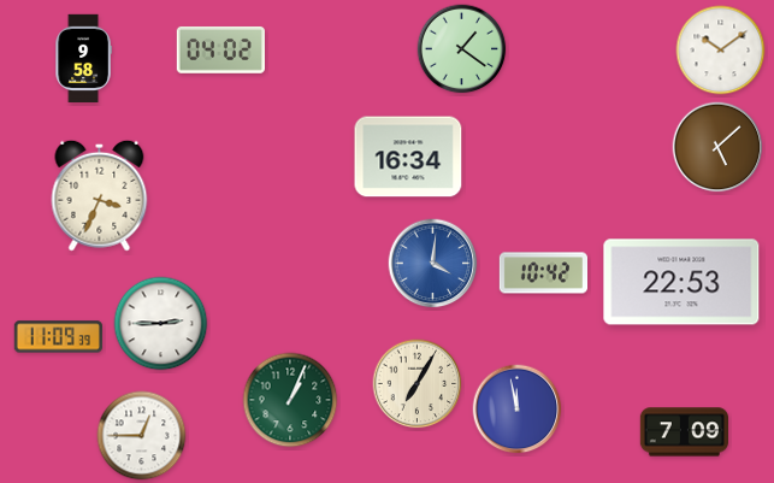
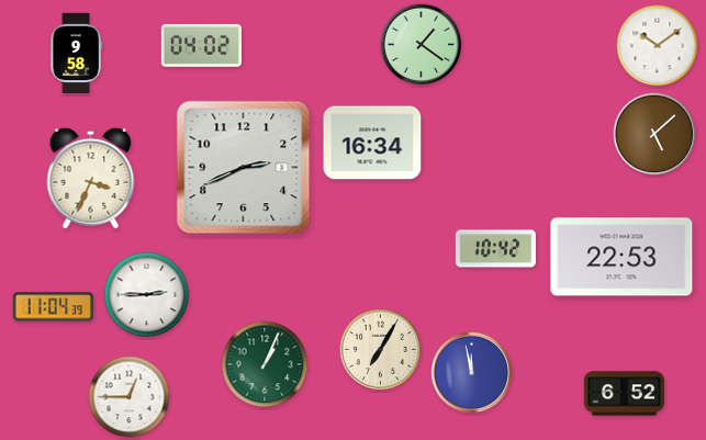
clock at (244, 168): none -> 2:41
clock at (433, 264): 4:01 -> none
clock at (58, 337): 11:09 -> 11:04
clock at (684, 432): 7:09 -> 6:52
